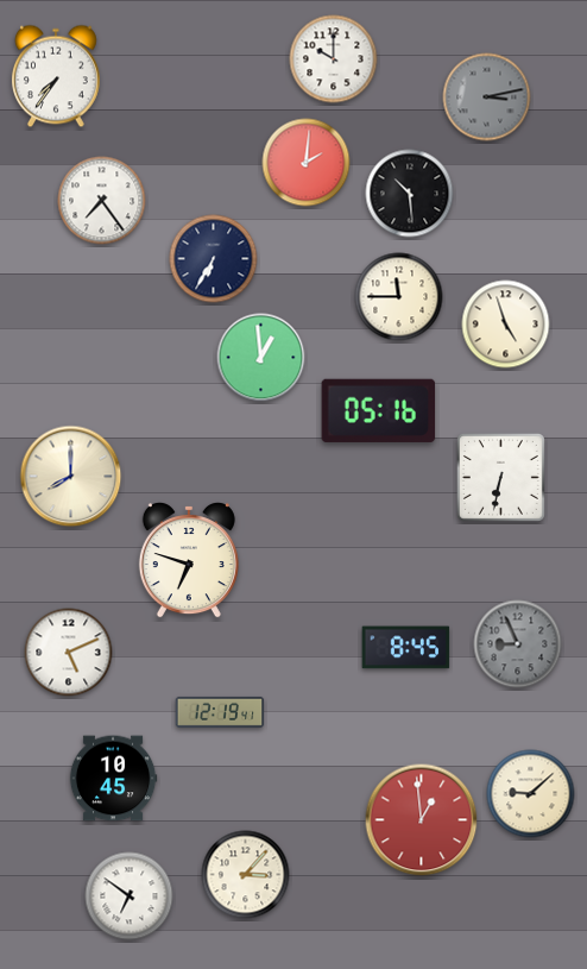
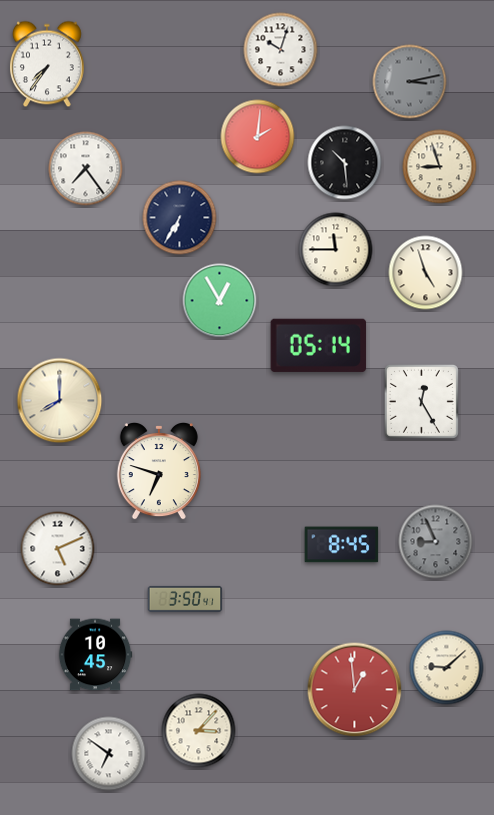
clock at (334, 59): 10:00 -> 10:03
clock at (440, 167): none -> 8:57
clock at (261, 358): 12:59 -> 12:55
clock at (379, 410): 05:16 -> 05:14
clock at (500, 477): 6:32 -> 12:25
clock at (220, 712): 12:19 -> 3:50
clock at (246, 875) position: (246, 875) -> (199, 731)
